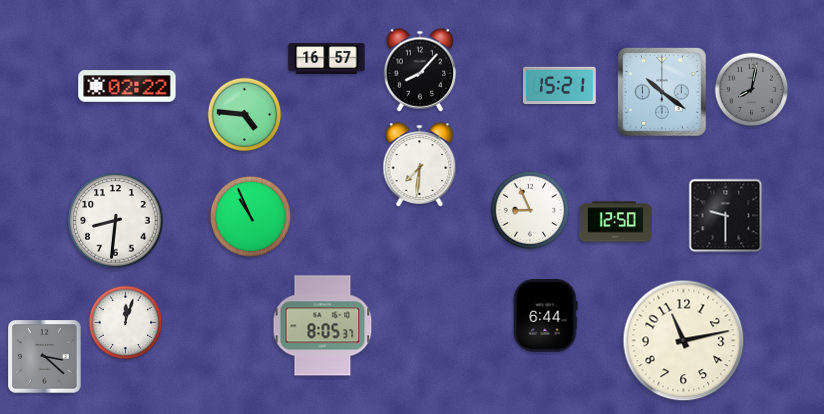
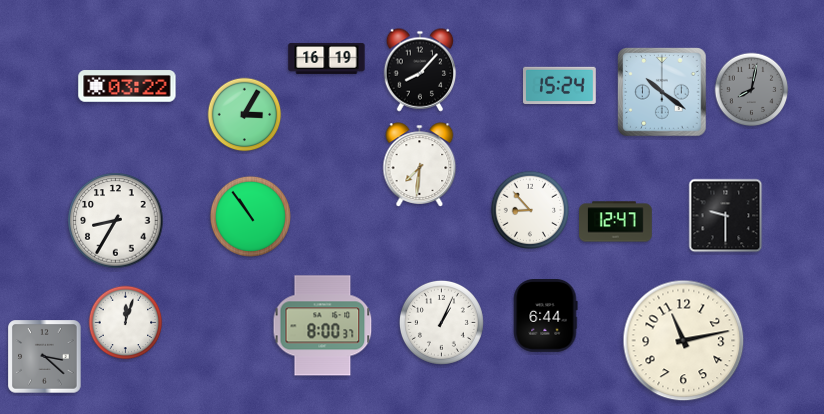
clock at (327, 58): 16:57 -> 16:19
clock at (127, 86): 02:22 -> 03:22
clock at (560, 86): 15:21 -> 15:24
clock at (245, 115): 4:46 -> 3:05
clock at (529, 209): 8:56 -> 8:53
clock at (250, 216): 10:56 -> 10:54
clock at (116, 221): 8:31 -> 8:35
clock at (616, 222): 12:50 -> 12:47
clock at (441, 322): none -> 1:04
clock at (323, 326): 8:05 -> 8:00
